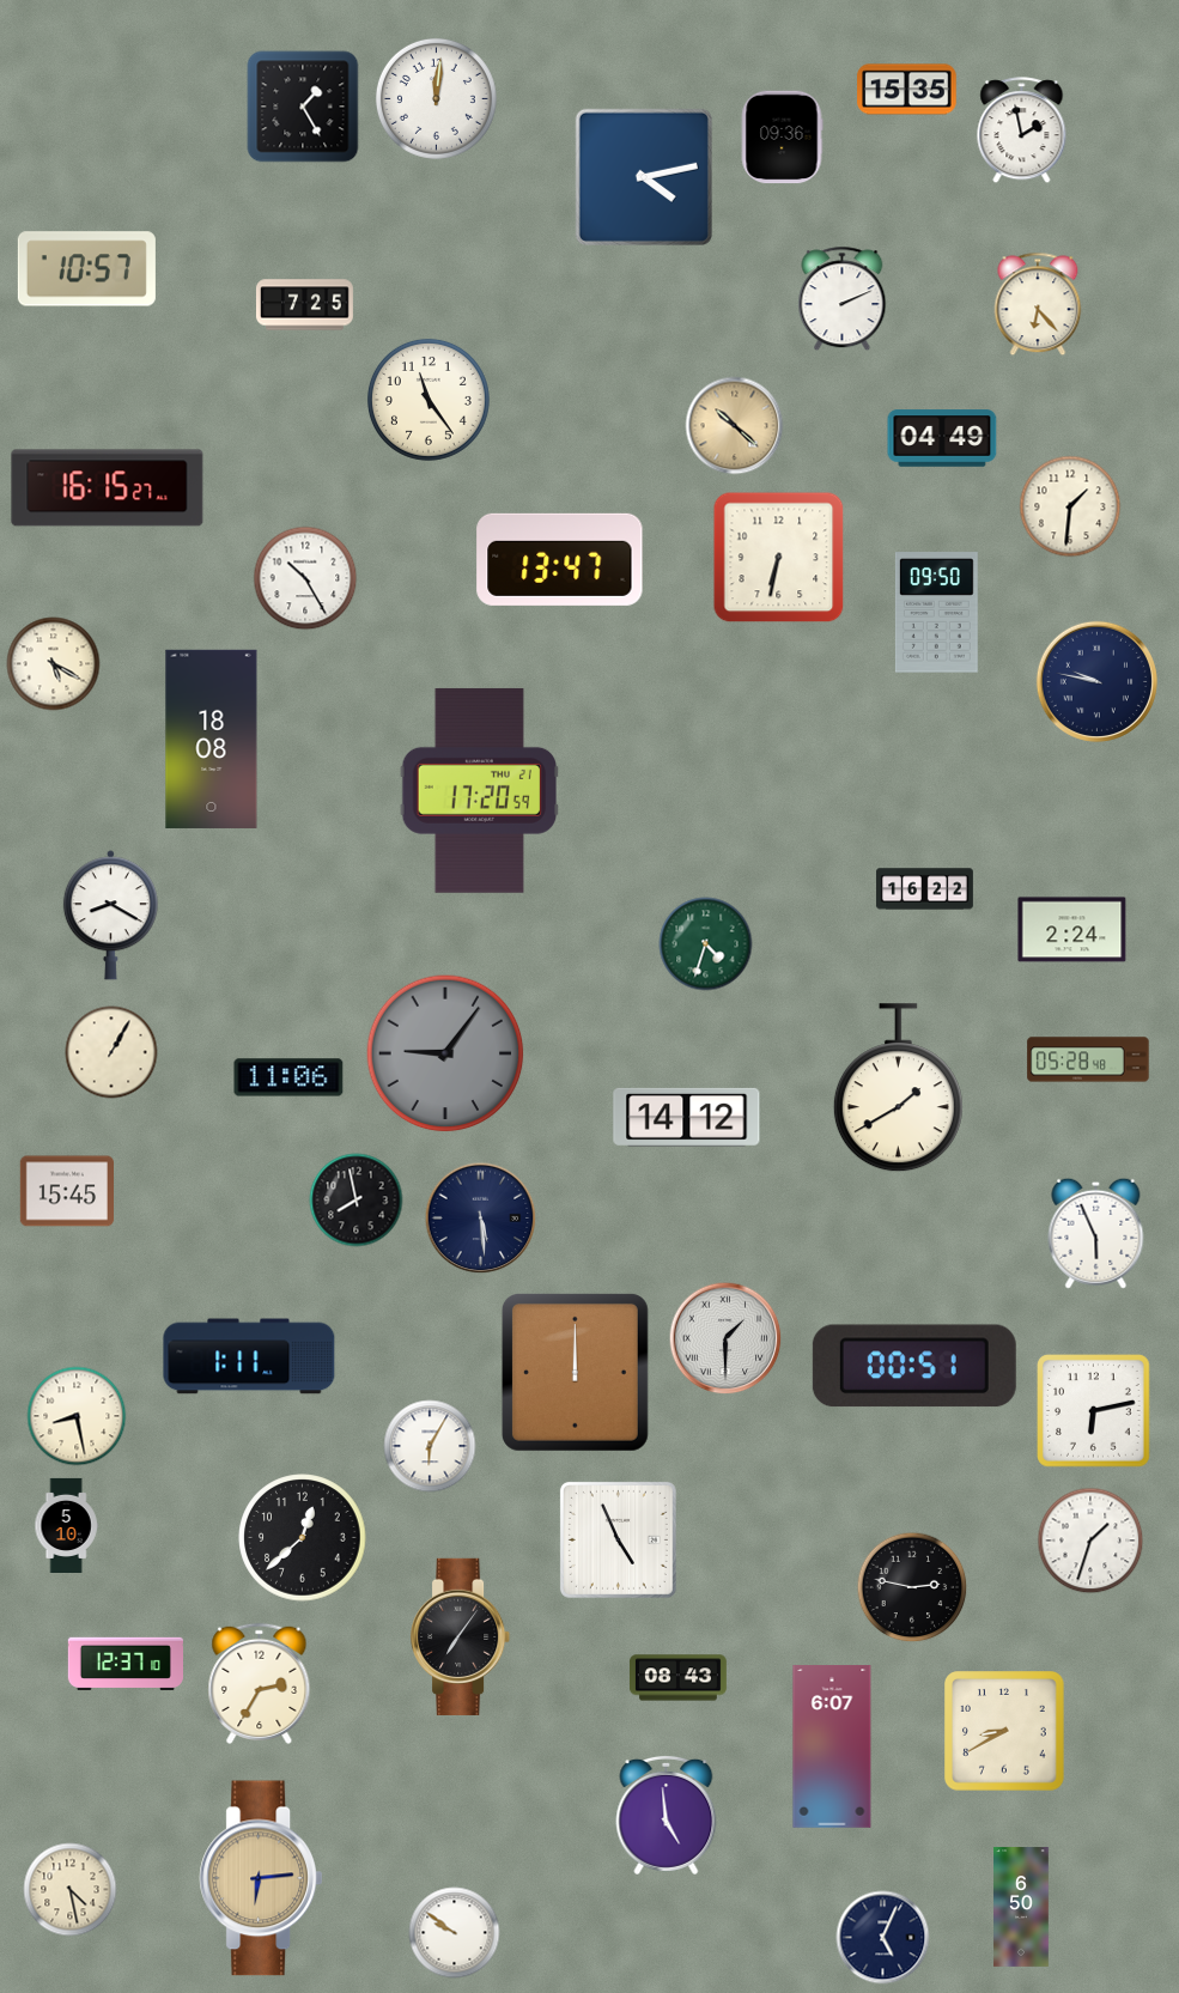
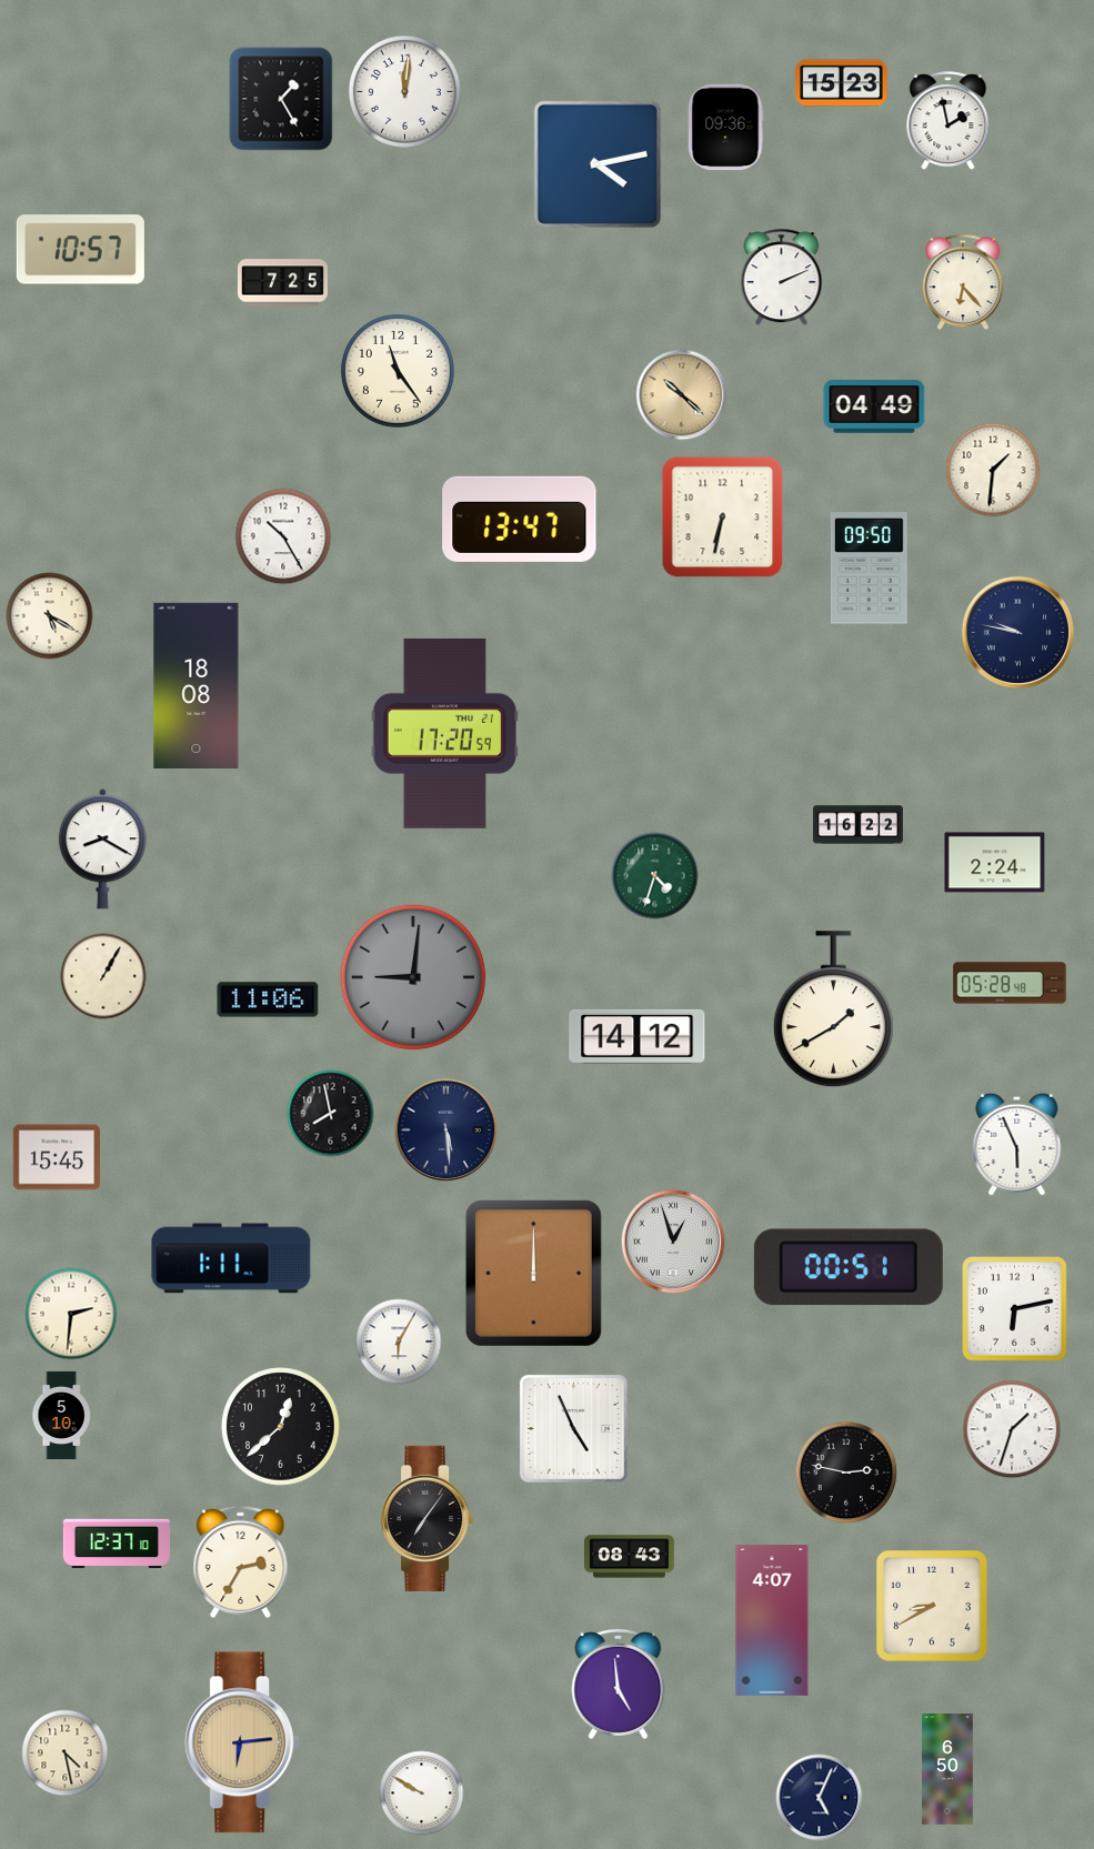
clock at (907, 90): 15:35 -> 15:23
clock at (108, 488): 16:15 -> none
clock at (445, 1053): 9:06 -> 9:01
clock at (66, 1191) position: (66, 1191) -> (56, 1157)
clock at (725, 1338): 1:30 -> 12:57
clock at (77, 1416): 8:28 -> 2:31
clock at (832, 1746): 6:07 -> 4:07
clock at (455, 1933): 9:51 -> 9:50
